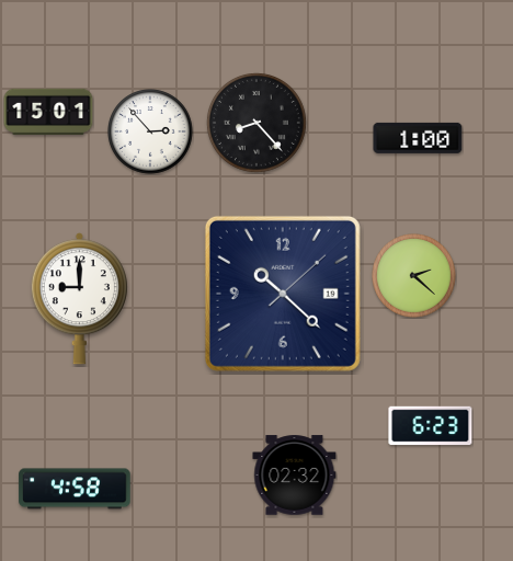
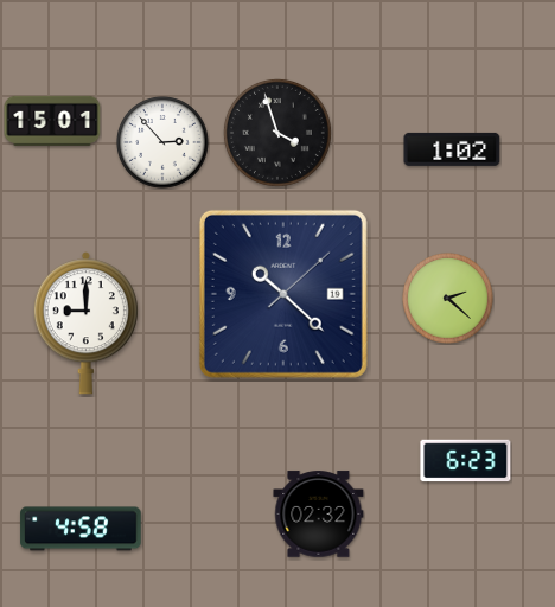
clock at (256, 123): 8:23 -> 3:57
clock at (418, 138): 1:00 -> 1:02
clock at (283, 294) position: (283, 294) -> (283, 294)
